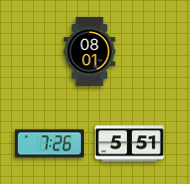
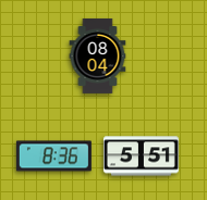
clock at (90, 51): 08:01 -> 08:04
clock at (49, 144): 7:26 -> 8:36
